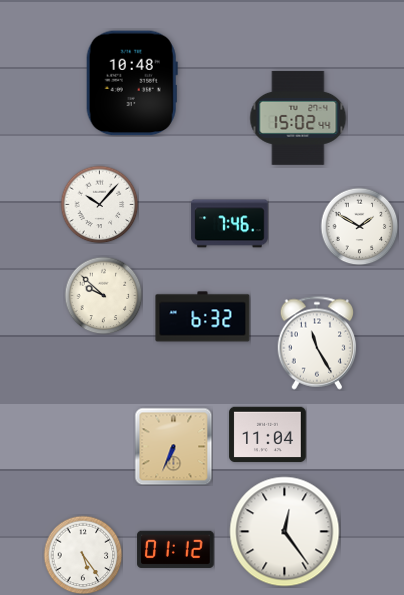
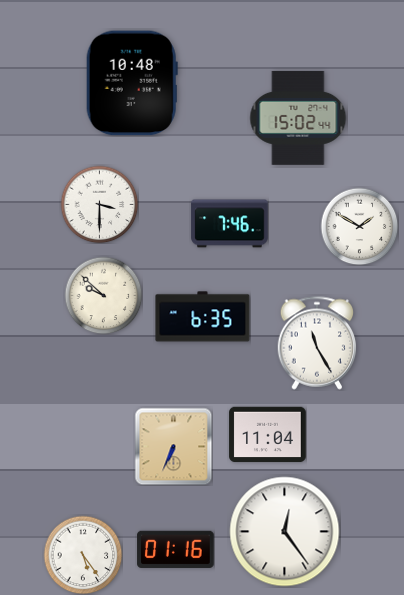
clock at (99, 204): 10:07 -> 3:30
clock at (203, 317): 6:32 -> 6:35
clock at (176, 549): 01:12 -> 01:16
